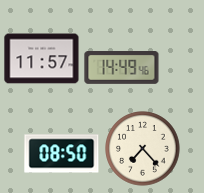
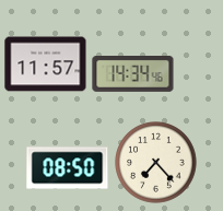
clock at (122, 68): 14:49 -> 14:34
